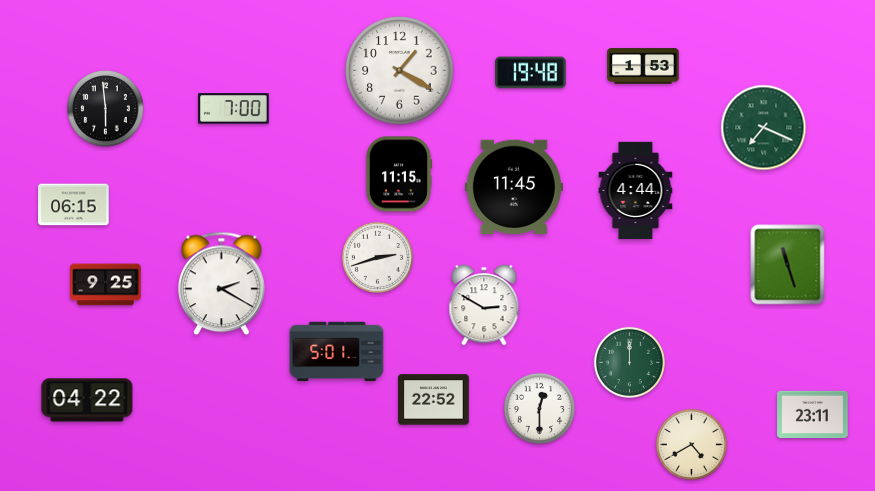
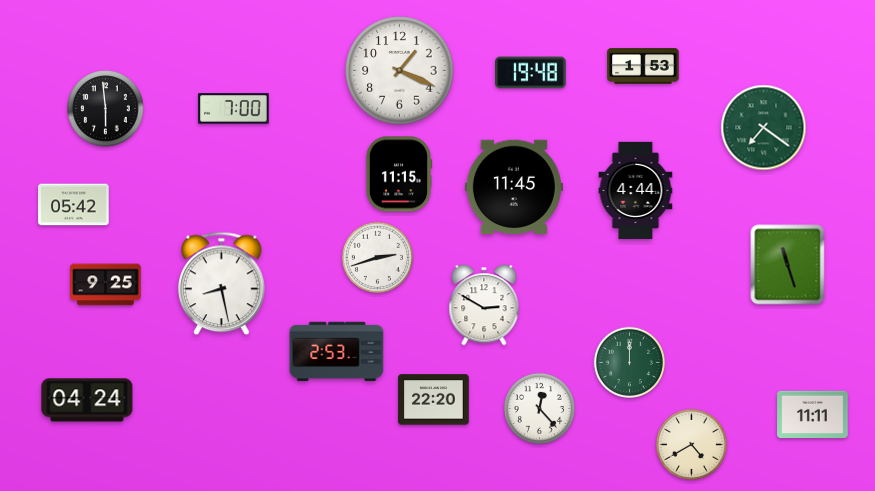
clock at (400, 71): 1:20 -> 1:19
clock at (764, 128): 7:19 -> 7:21
clock at (74, 205): 06:15 -> 05:42
clock at (222, 284): 2:20 -> 8:28
clock at (337, 352): 5:01 -> 2:53
clock at (87, 400): 04:22 -> 04:24
clock at (434, 400): 22:52 -> 22:20
clock at (539, 408): 12:30 -> 12:23
clock at (813, 415): 23:11 -> 11:11
